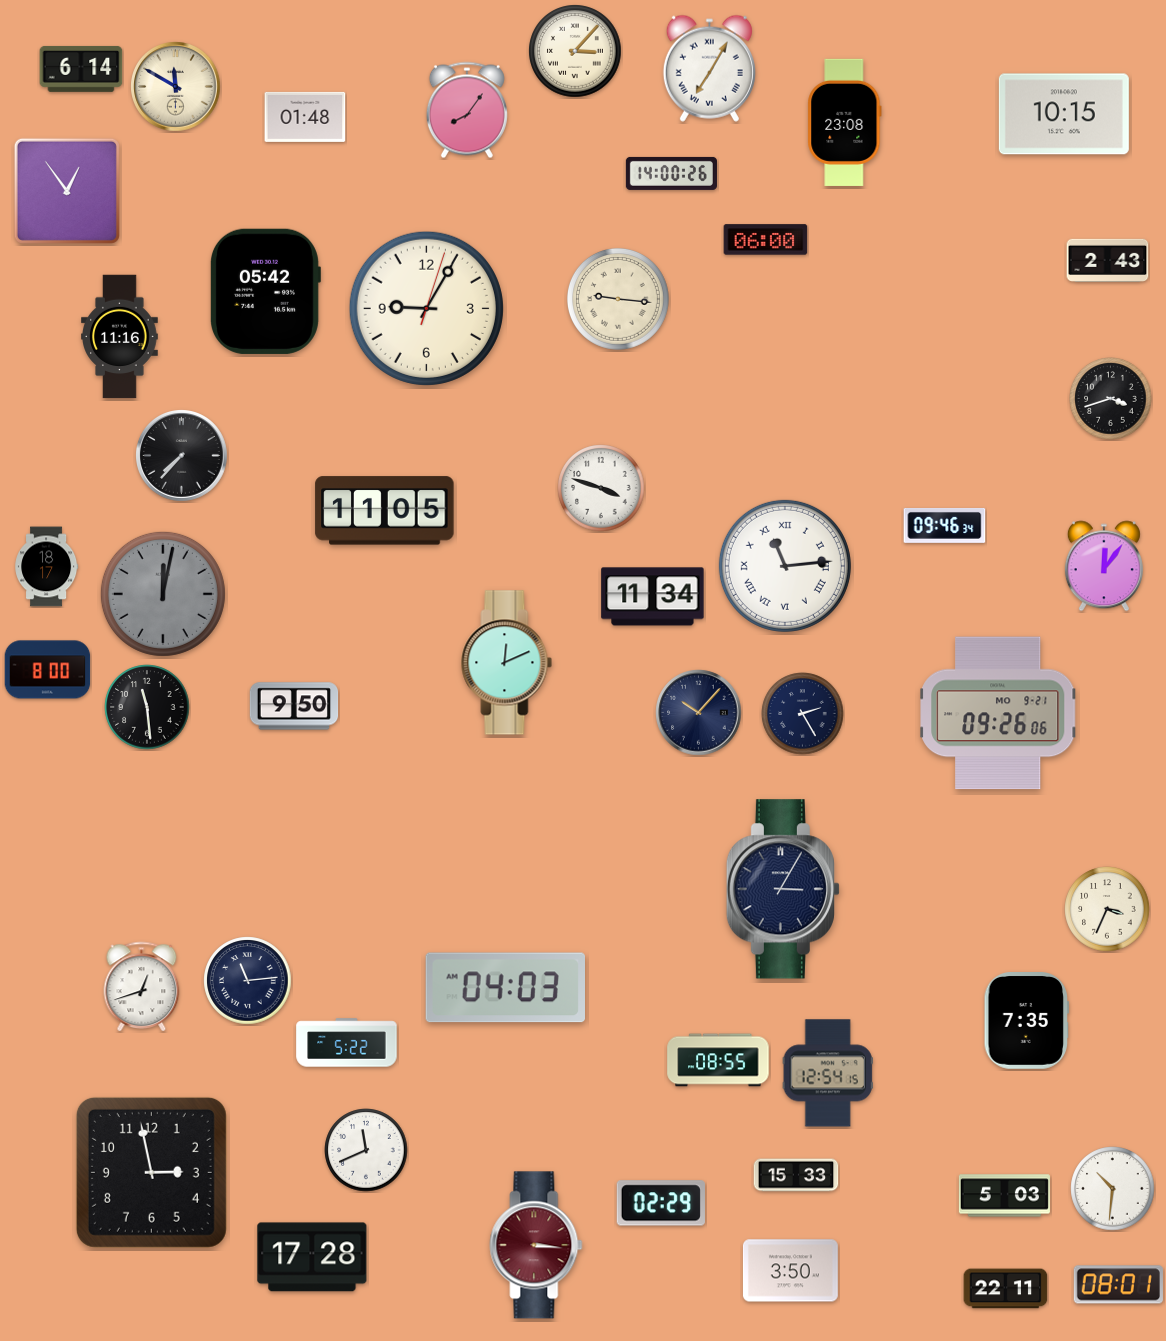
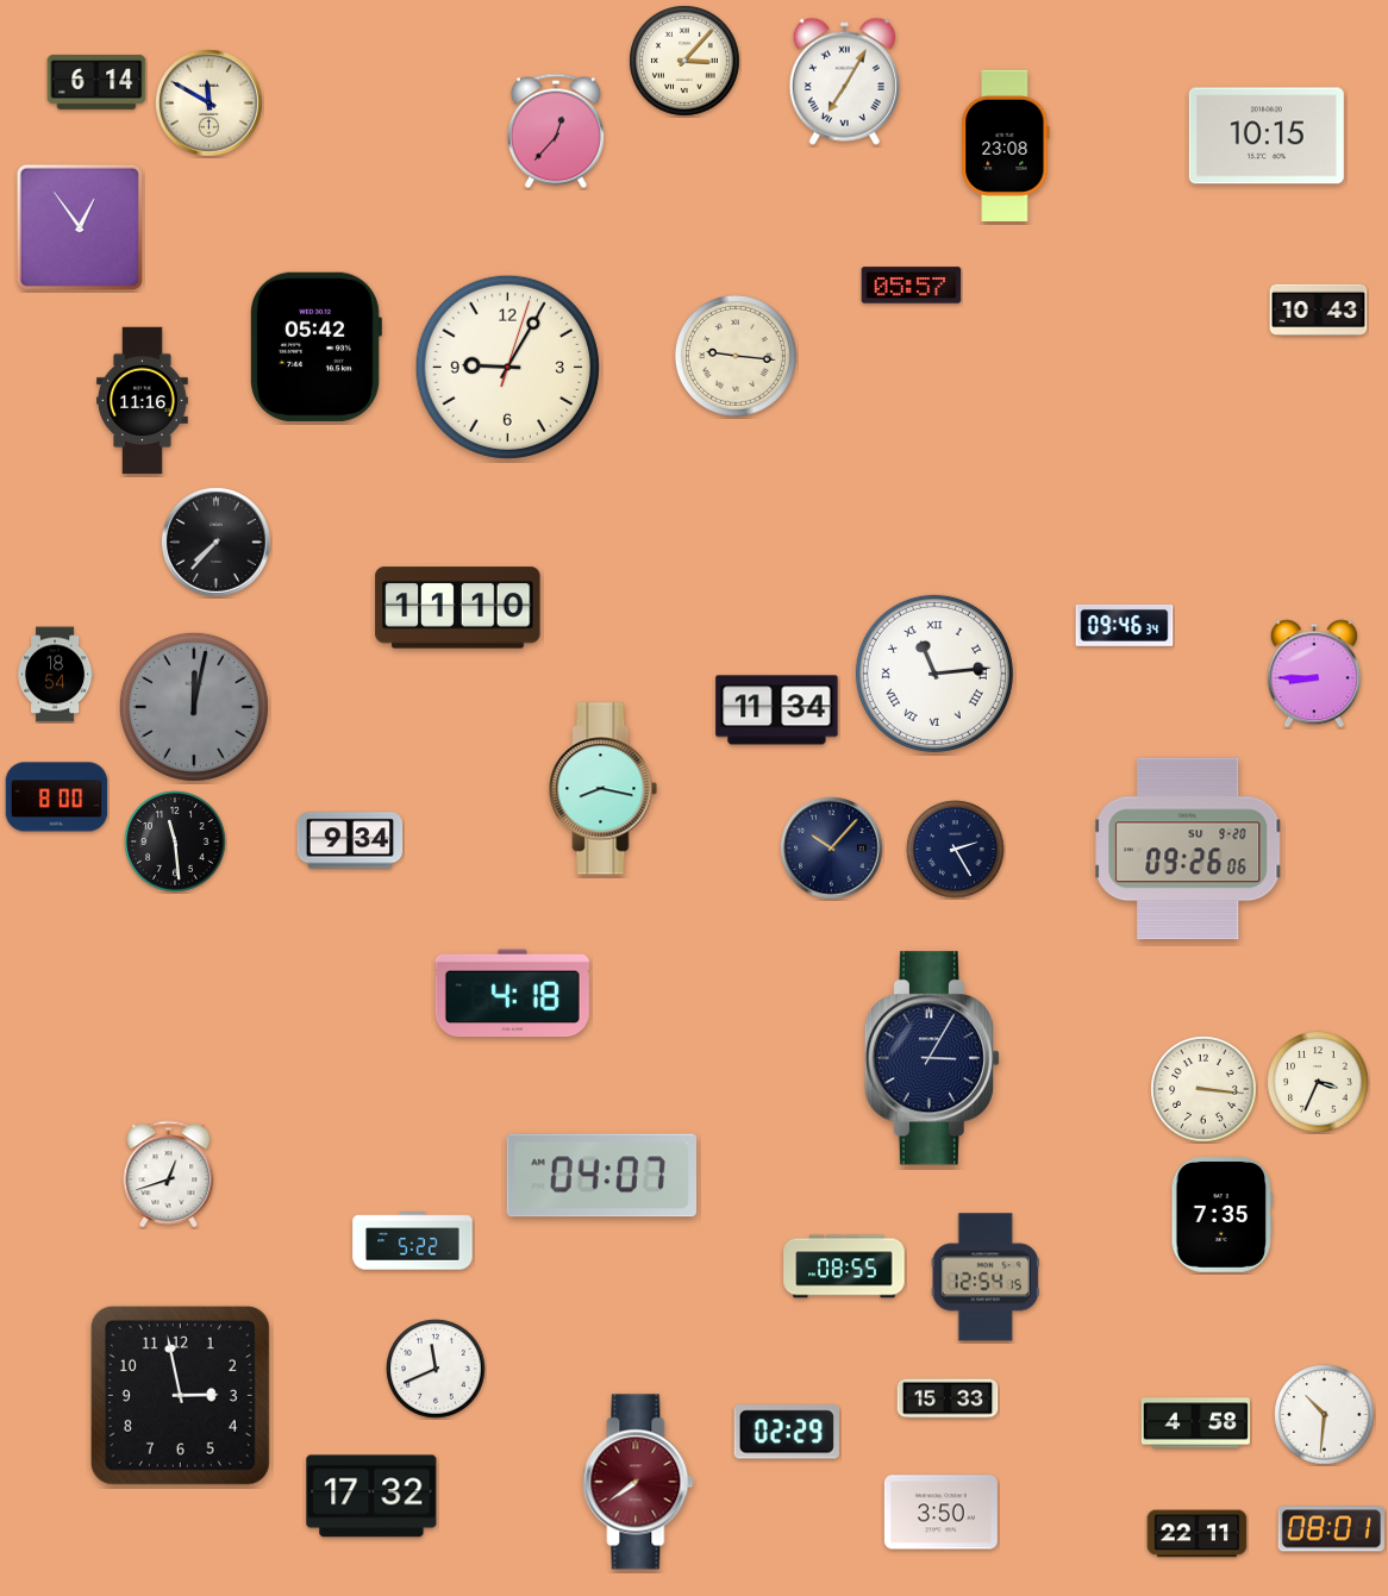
clock at (467, 110): 8:06 -> 12:37
clock at (305, 117): 01:48 -> none
clock at (671, 173): 14:00 -> none
clock at (766, 240): 06:00 -> 05:57
clock at (1108, 260): 2:43 -> 10:43
clock at (1111, 399): 3:42 -> none
clock at (601, 488): 3:48 -> none
clock at (385, 511): 11:05 -> 11:10
clock at (1104, 566): 12:06 -> 8:45
clock at (47, 567): 18:17 -> 18:54
clock at (507, 663): 12:11 -> 8:17
clock at (294, 706): 9:50 -> 9:34
clock at (998, 713) date: MO 9-21 -> SU 9-20
clock at (512, 994): none -> 4:18
clock at (1203, 1089): none -> 3:16
clock at (248, 981): 11:14 -> none
clock at (505, 988): 04:03 -> 04:07
clock at (718, 1060) position: (718, 1060) -> (844, 1266)
clock at (1004, 1196): 5:03 -> 4:58
clock at (536, 1245): 3:16 -> 7:39
clock at (312, 1257): 17:28 -> 17:32
